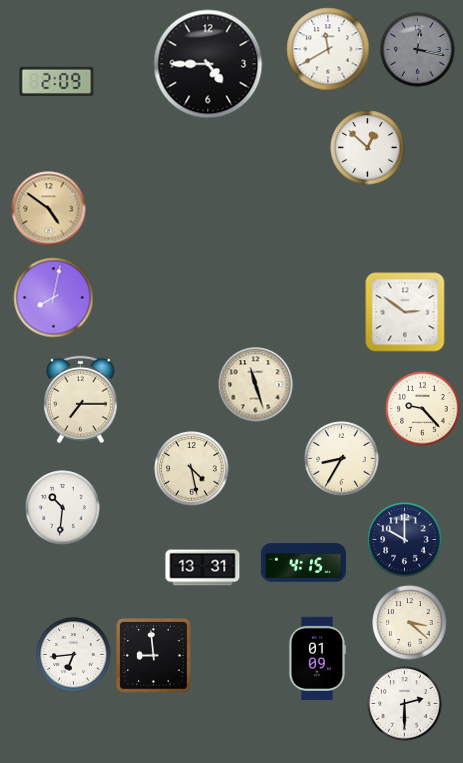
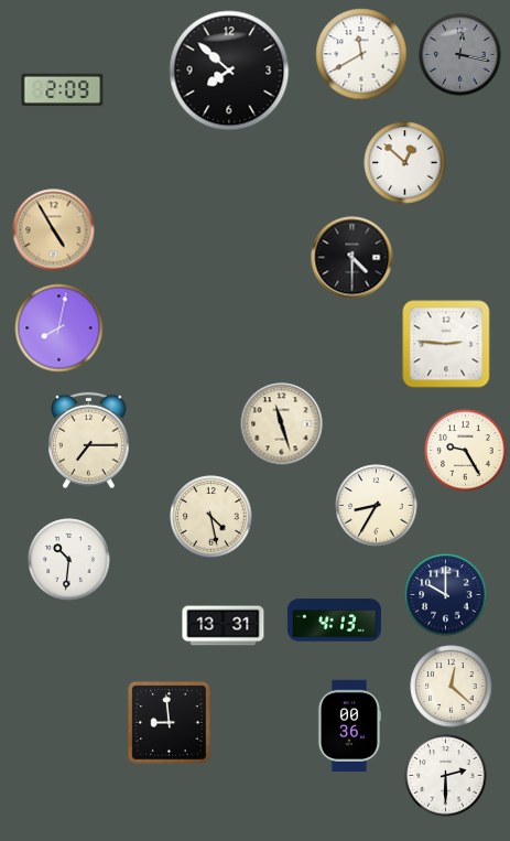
clock at (208, 64): 4:45 -> 7:52
clock at (49, 209): 4:51 -> 4:55
clock at (352, 258): none -> 4:30
clock at (405, 312): 2:51 -> 2:46
clock at (423, 409): 9:23 -> 9:25
clock at (303, 563): 4:15 -> 4:13
clock at (410, 623): 3:22 -> 12:22
clock at (74, 655): 6:44 -> none
clock at (316, 658): 01:09 -> 00:36
